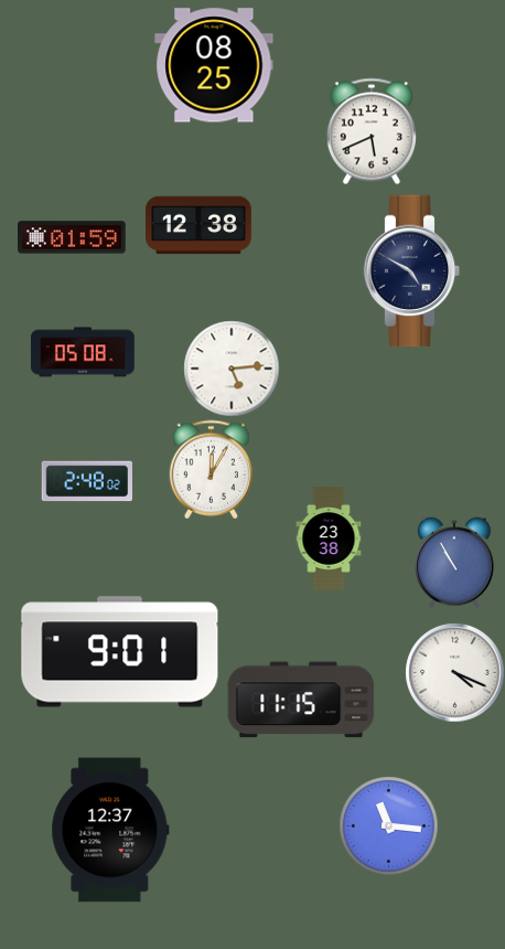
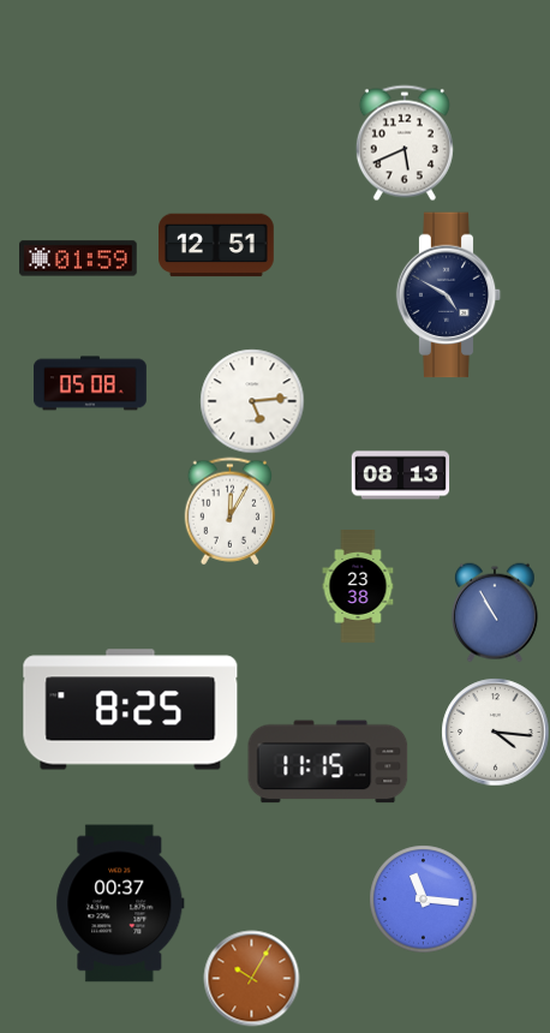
clock at (214, 65): 08:25 -> none
clock at (200, 225): 12:38 -> 12:51
clock at (400, 476): none -> 08:13
clock at (86, 481): 2:48 -> none
clock at (120, 652): 9:01 -> 8:25
clock at (454, 672): 4:19 -> 4:16
clock at (110, 830): 12:37 -> 00:37
clock at (251, 978): none -> 10:05
